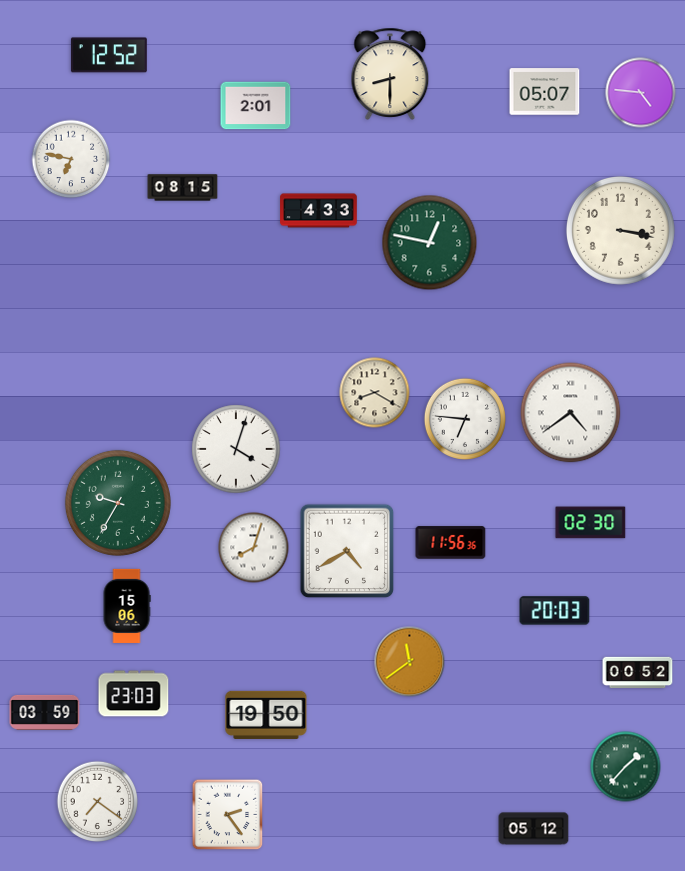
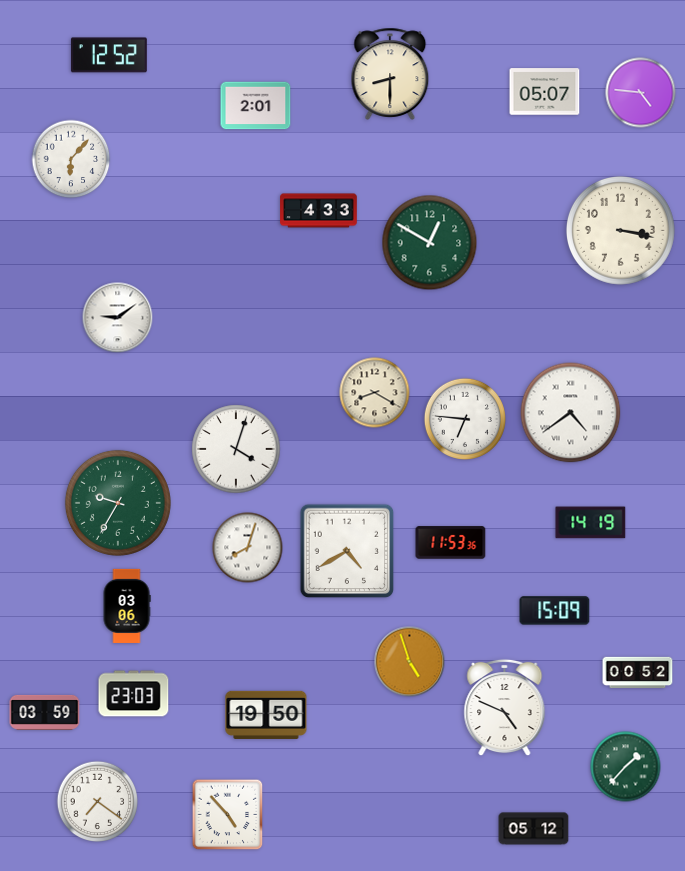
clock at (71, 159): 6:47 -> 6:07
clock at (183, 188): 08:15 -> none
clock at (430, 243): 12:47 -> 12:50
clock at (118, 318): none -> 9:09
clock at (591, 523): 02:30 -> 14:19
clock at (451, 543): 11:56 -> 11:53
clock at (254, 548) position: (254, 548) -> (248, 548)
clock at (127, 606): 15:06 -> 03:06
clock at (555, 611): 20:03 -> 15:09
clock at (410, 662): 11:39 -> 4:57
clock at (505, 708): none -> 4:49
clock at (228, 815): 2:24 -> 4:53
